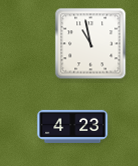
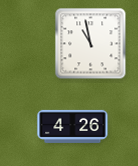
clock at (73, 126): 4:23 -> 4:26
